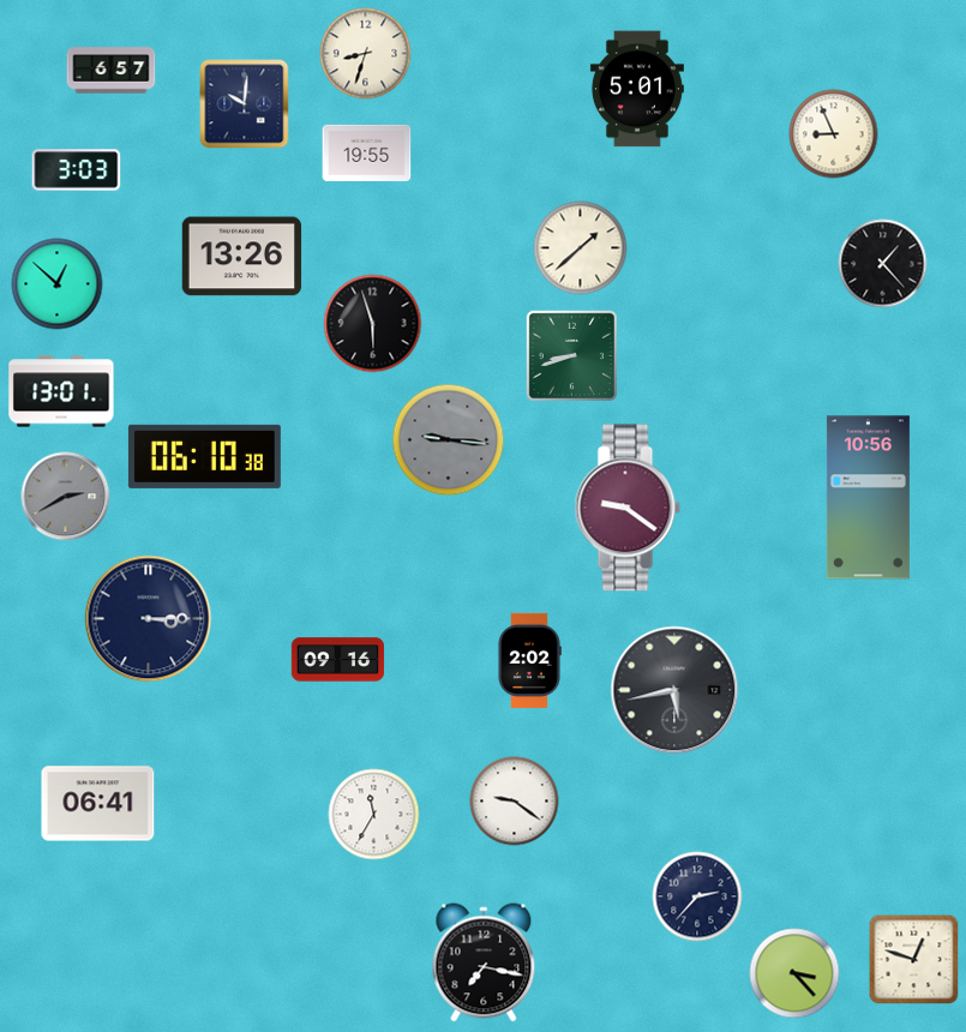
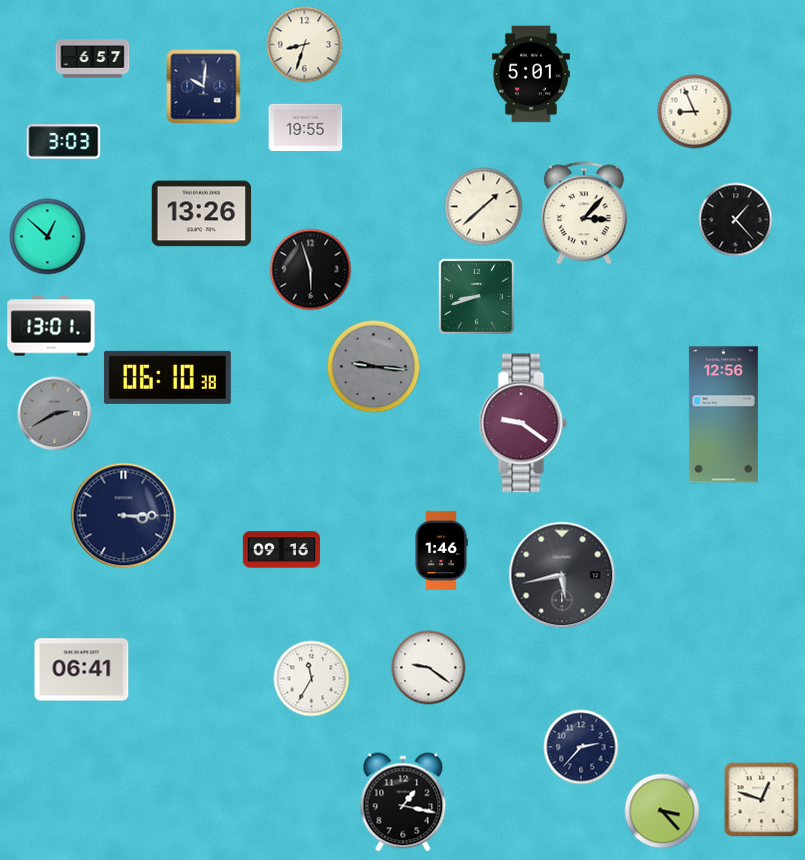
clock at (584, 213): none -> 3:07
clock at (204, 456) position: (204, 456) -> (167, 377)
clock at (868, 498): 10:56 -> 12:56
clock at (529, 660): 2:02 -> 1:46
clock at (484, 962): 7:17 -> 1:17
